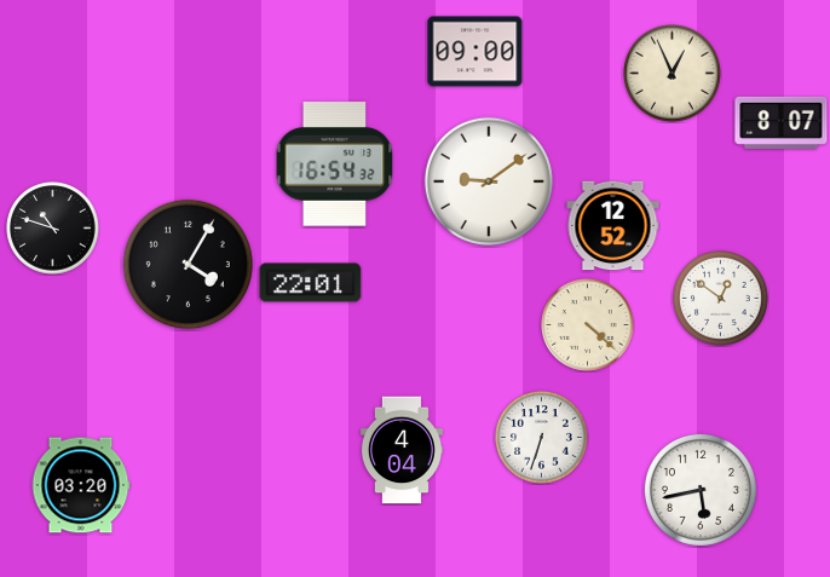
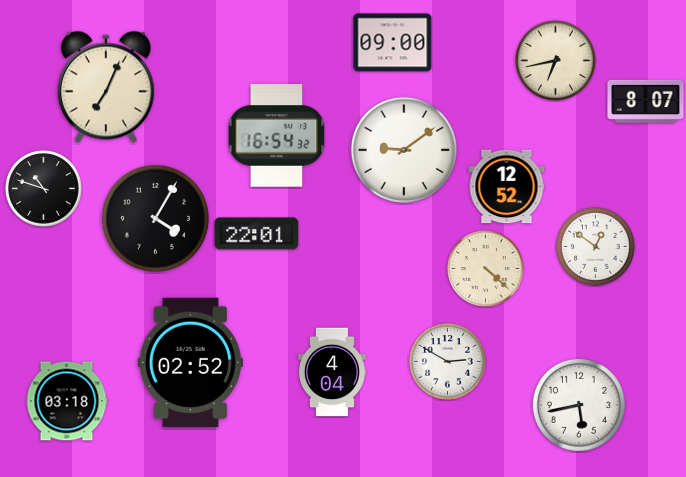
clock at (673, 74): 12:56 -> 6:43
clock at (106, 87): none -> 7:04
clock at (542, 438): 6:33 -> 2:50
clock at (190, 363): none -> 02:52
clock at (81, 485): 03:20 -> 03:18
